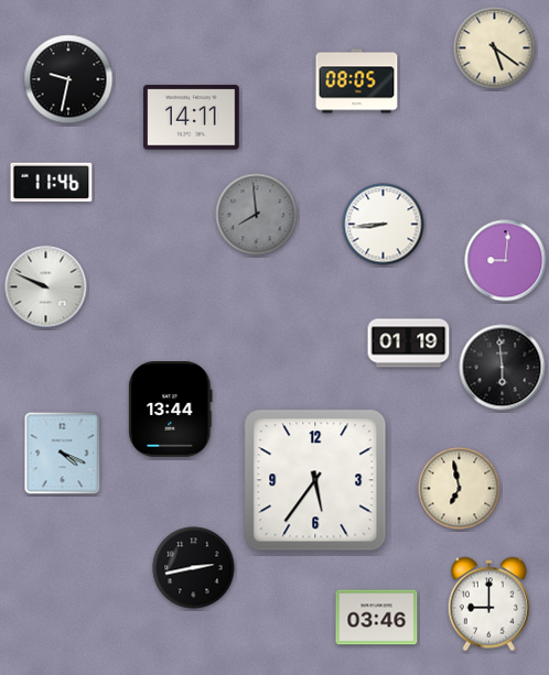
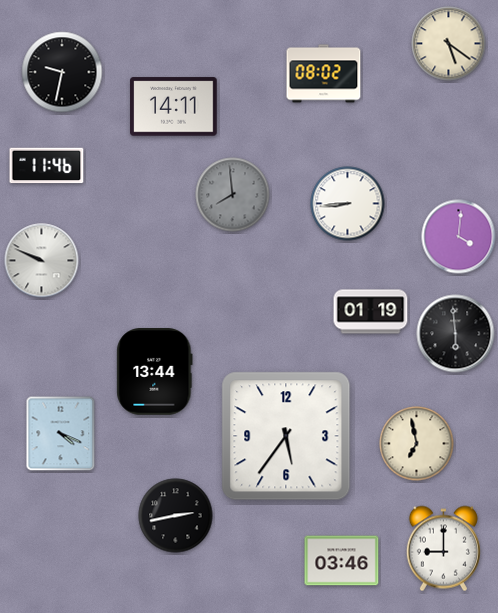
clock at (357, 81): 08:05 -> 08:02
clock at (506, 261): 9:01 -> 4:01
clock at (63, 454) position: (63, 454) -> (61, 434)
